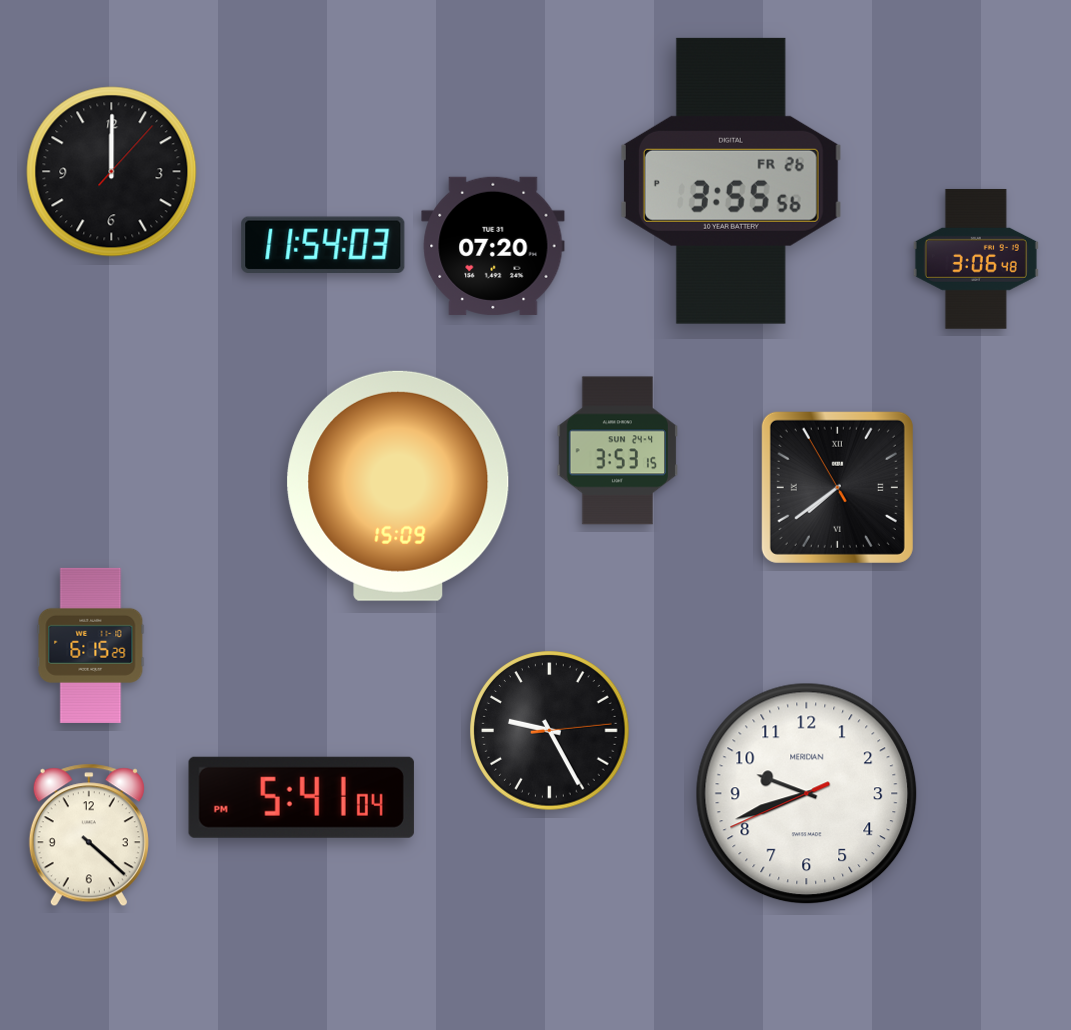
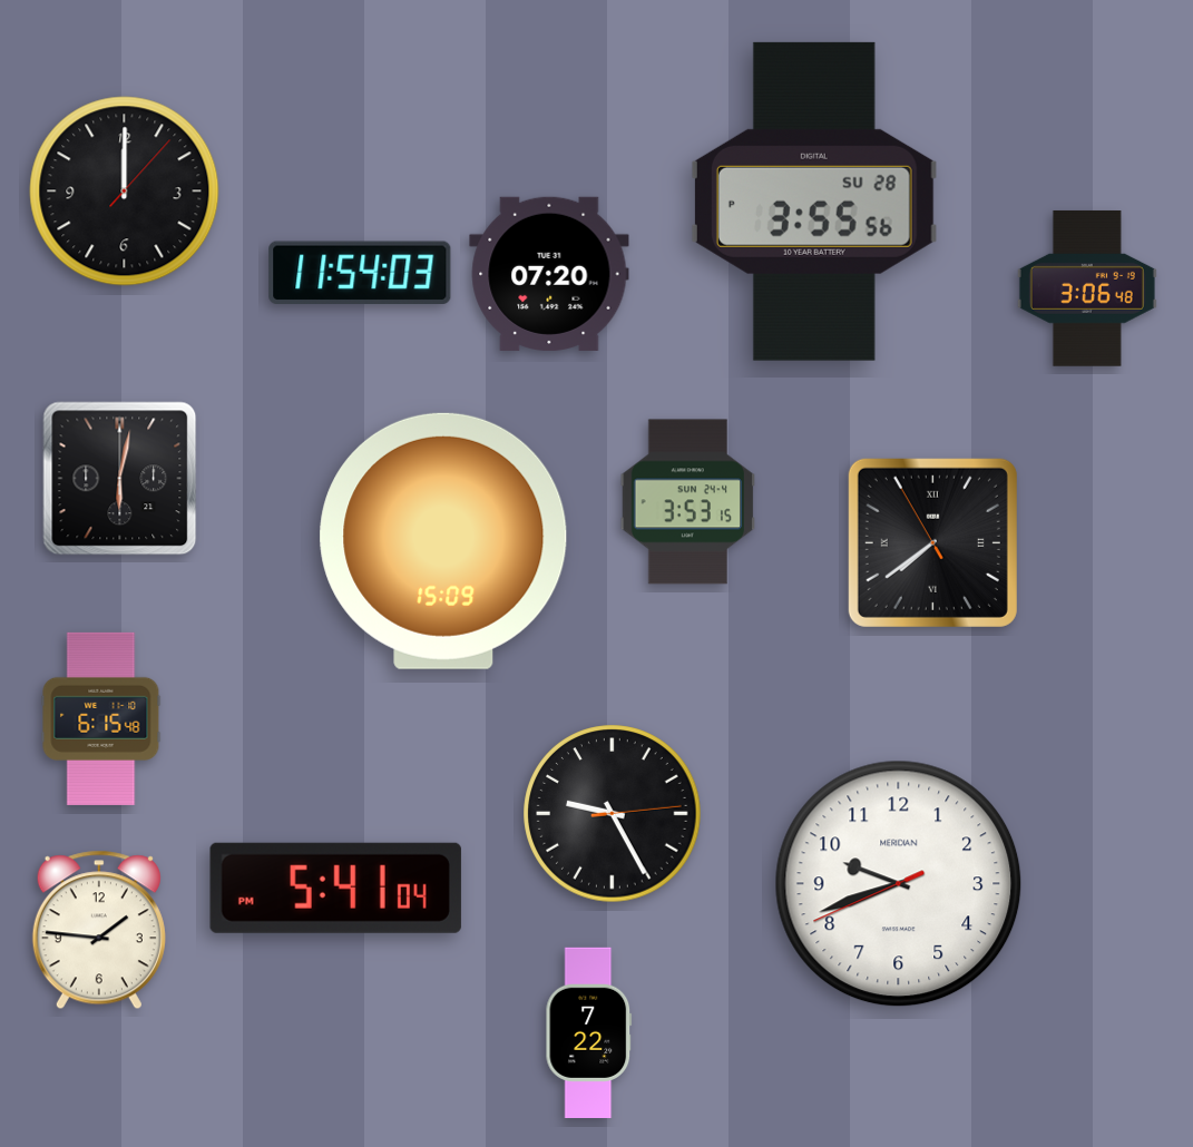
clock at (731, 181) date: FR 26 -> SU 28
clock at (120, 479): none -> 6:02
clock at (91, 645): 6:15:29 -> 6:15:48
clock at (89, 835): 4:22 -> 1:46
clock at (589, 1032): none -> 7:22
